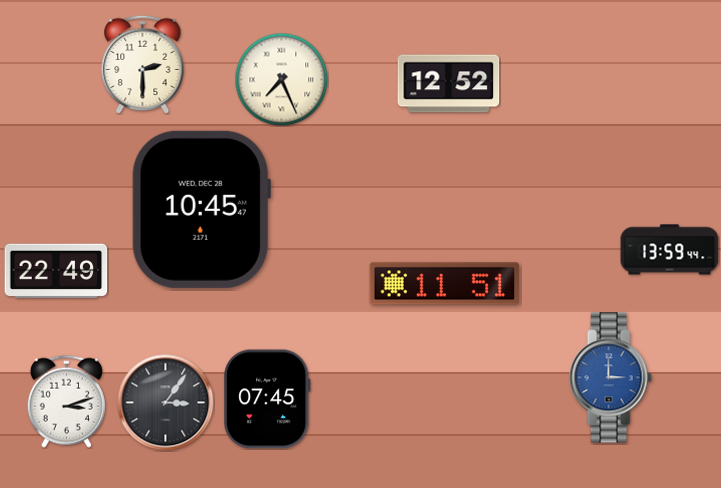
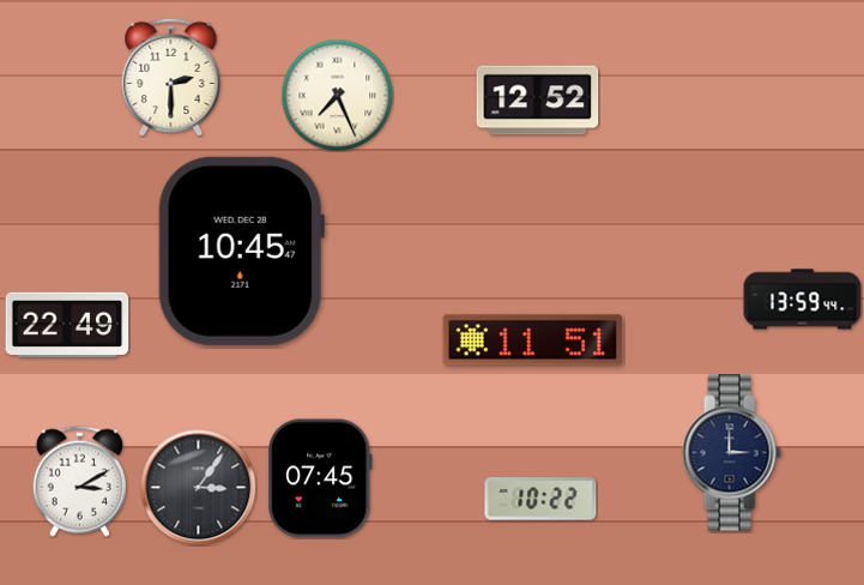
clock at (610, 378) dial: blue -> navy
clock at (66, 401): 3:12 -> 3:10
clock at (166, 403) position: (166, 403) -> (199, 488)
clock at (540, 499): none -> 10:22
